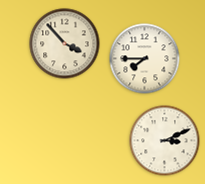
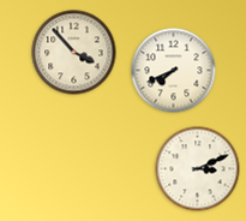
clock at (65, 44) position: (65, 44) -> (74, 53)
clock at (145, 59): 7:45 -> 7:41
